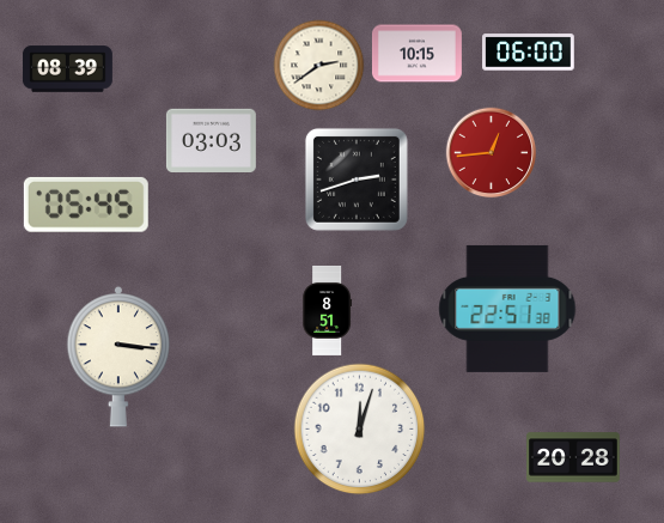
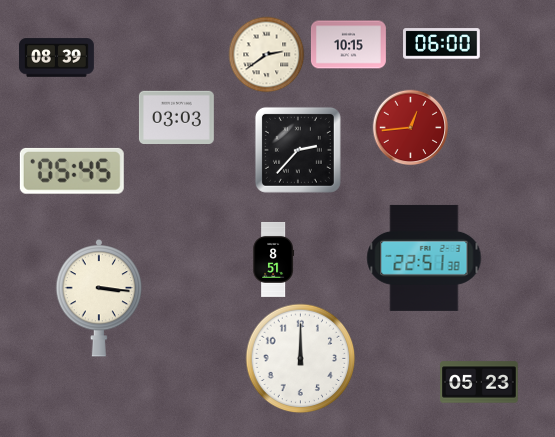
clock at (357, 180): 2:42 -> 2:37
clock at (360, 430): 12:03 -> 12:00
clock at (573, 457): 20:28 -> 05:23
